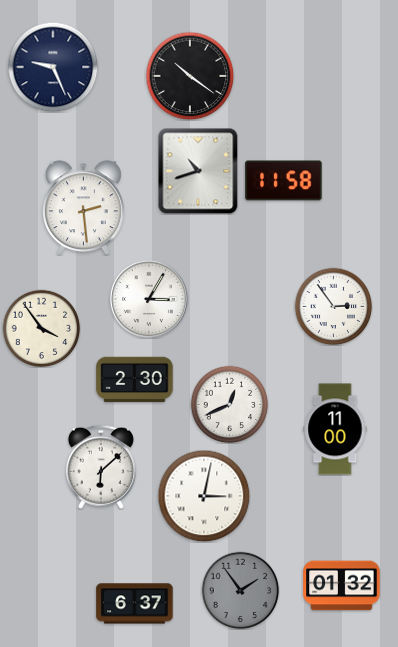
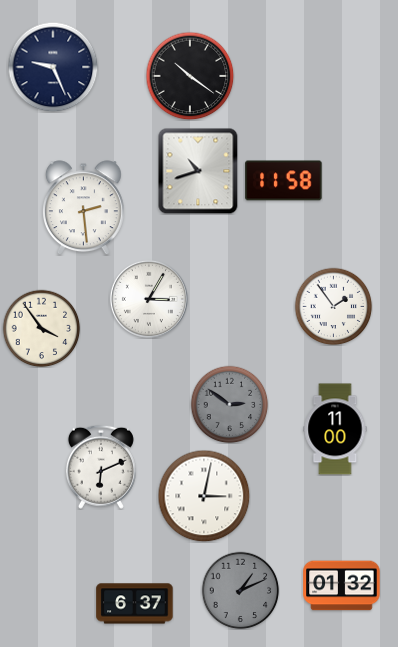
clock at (333, 306): 2:54 -> 1:54
clock at (135, 380): 2:30 -> none
clock at (229, 404): 12:41 -> 2:51
clock at (229, 404) dial: white -> grey
clock at (101, 467): 6:08 -> 6:11
clock at (240, 590): 1:54 -> 1:11
